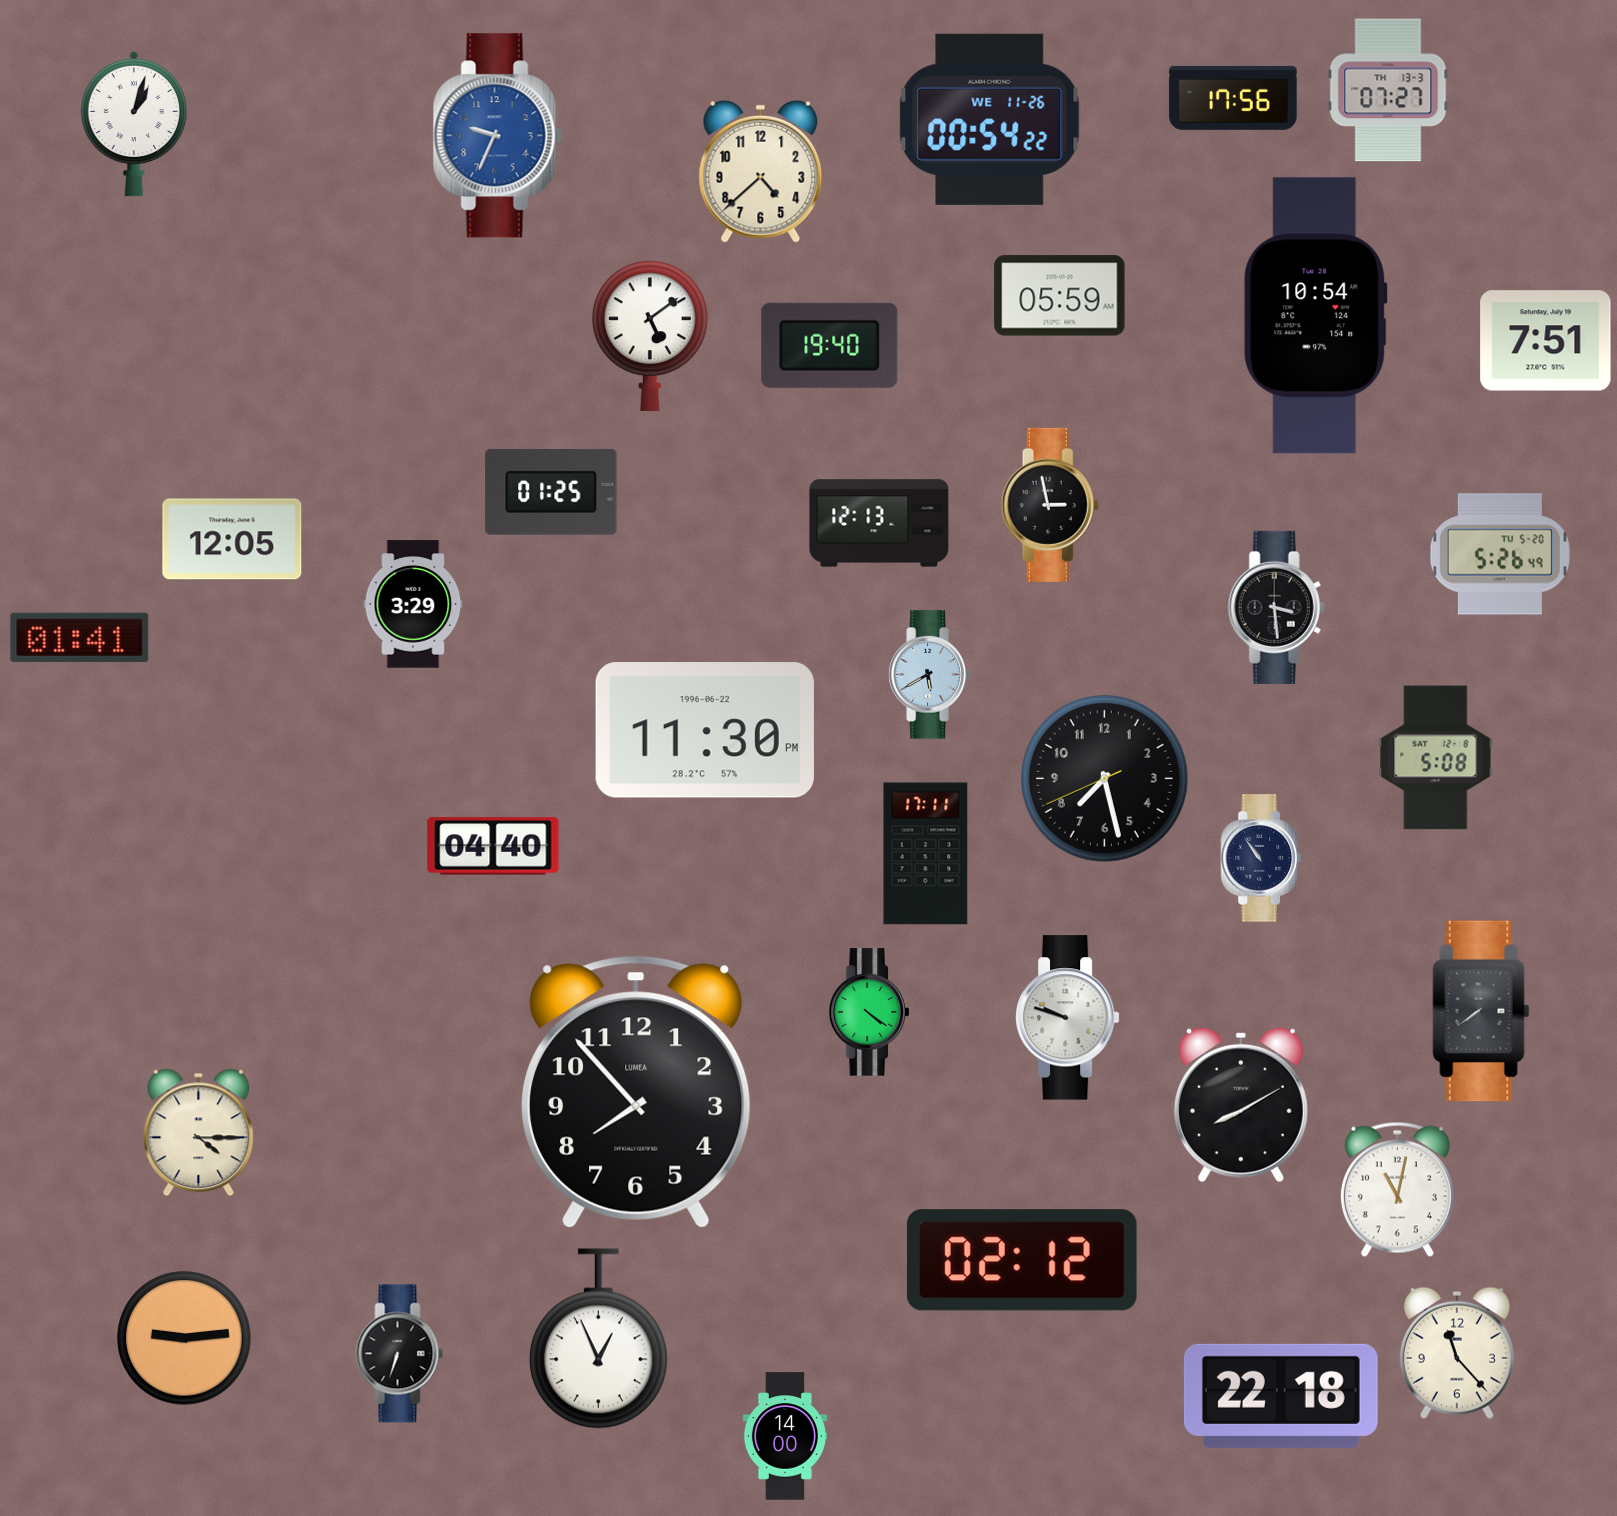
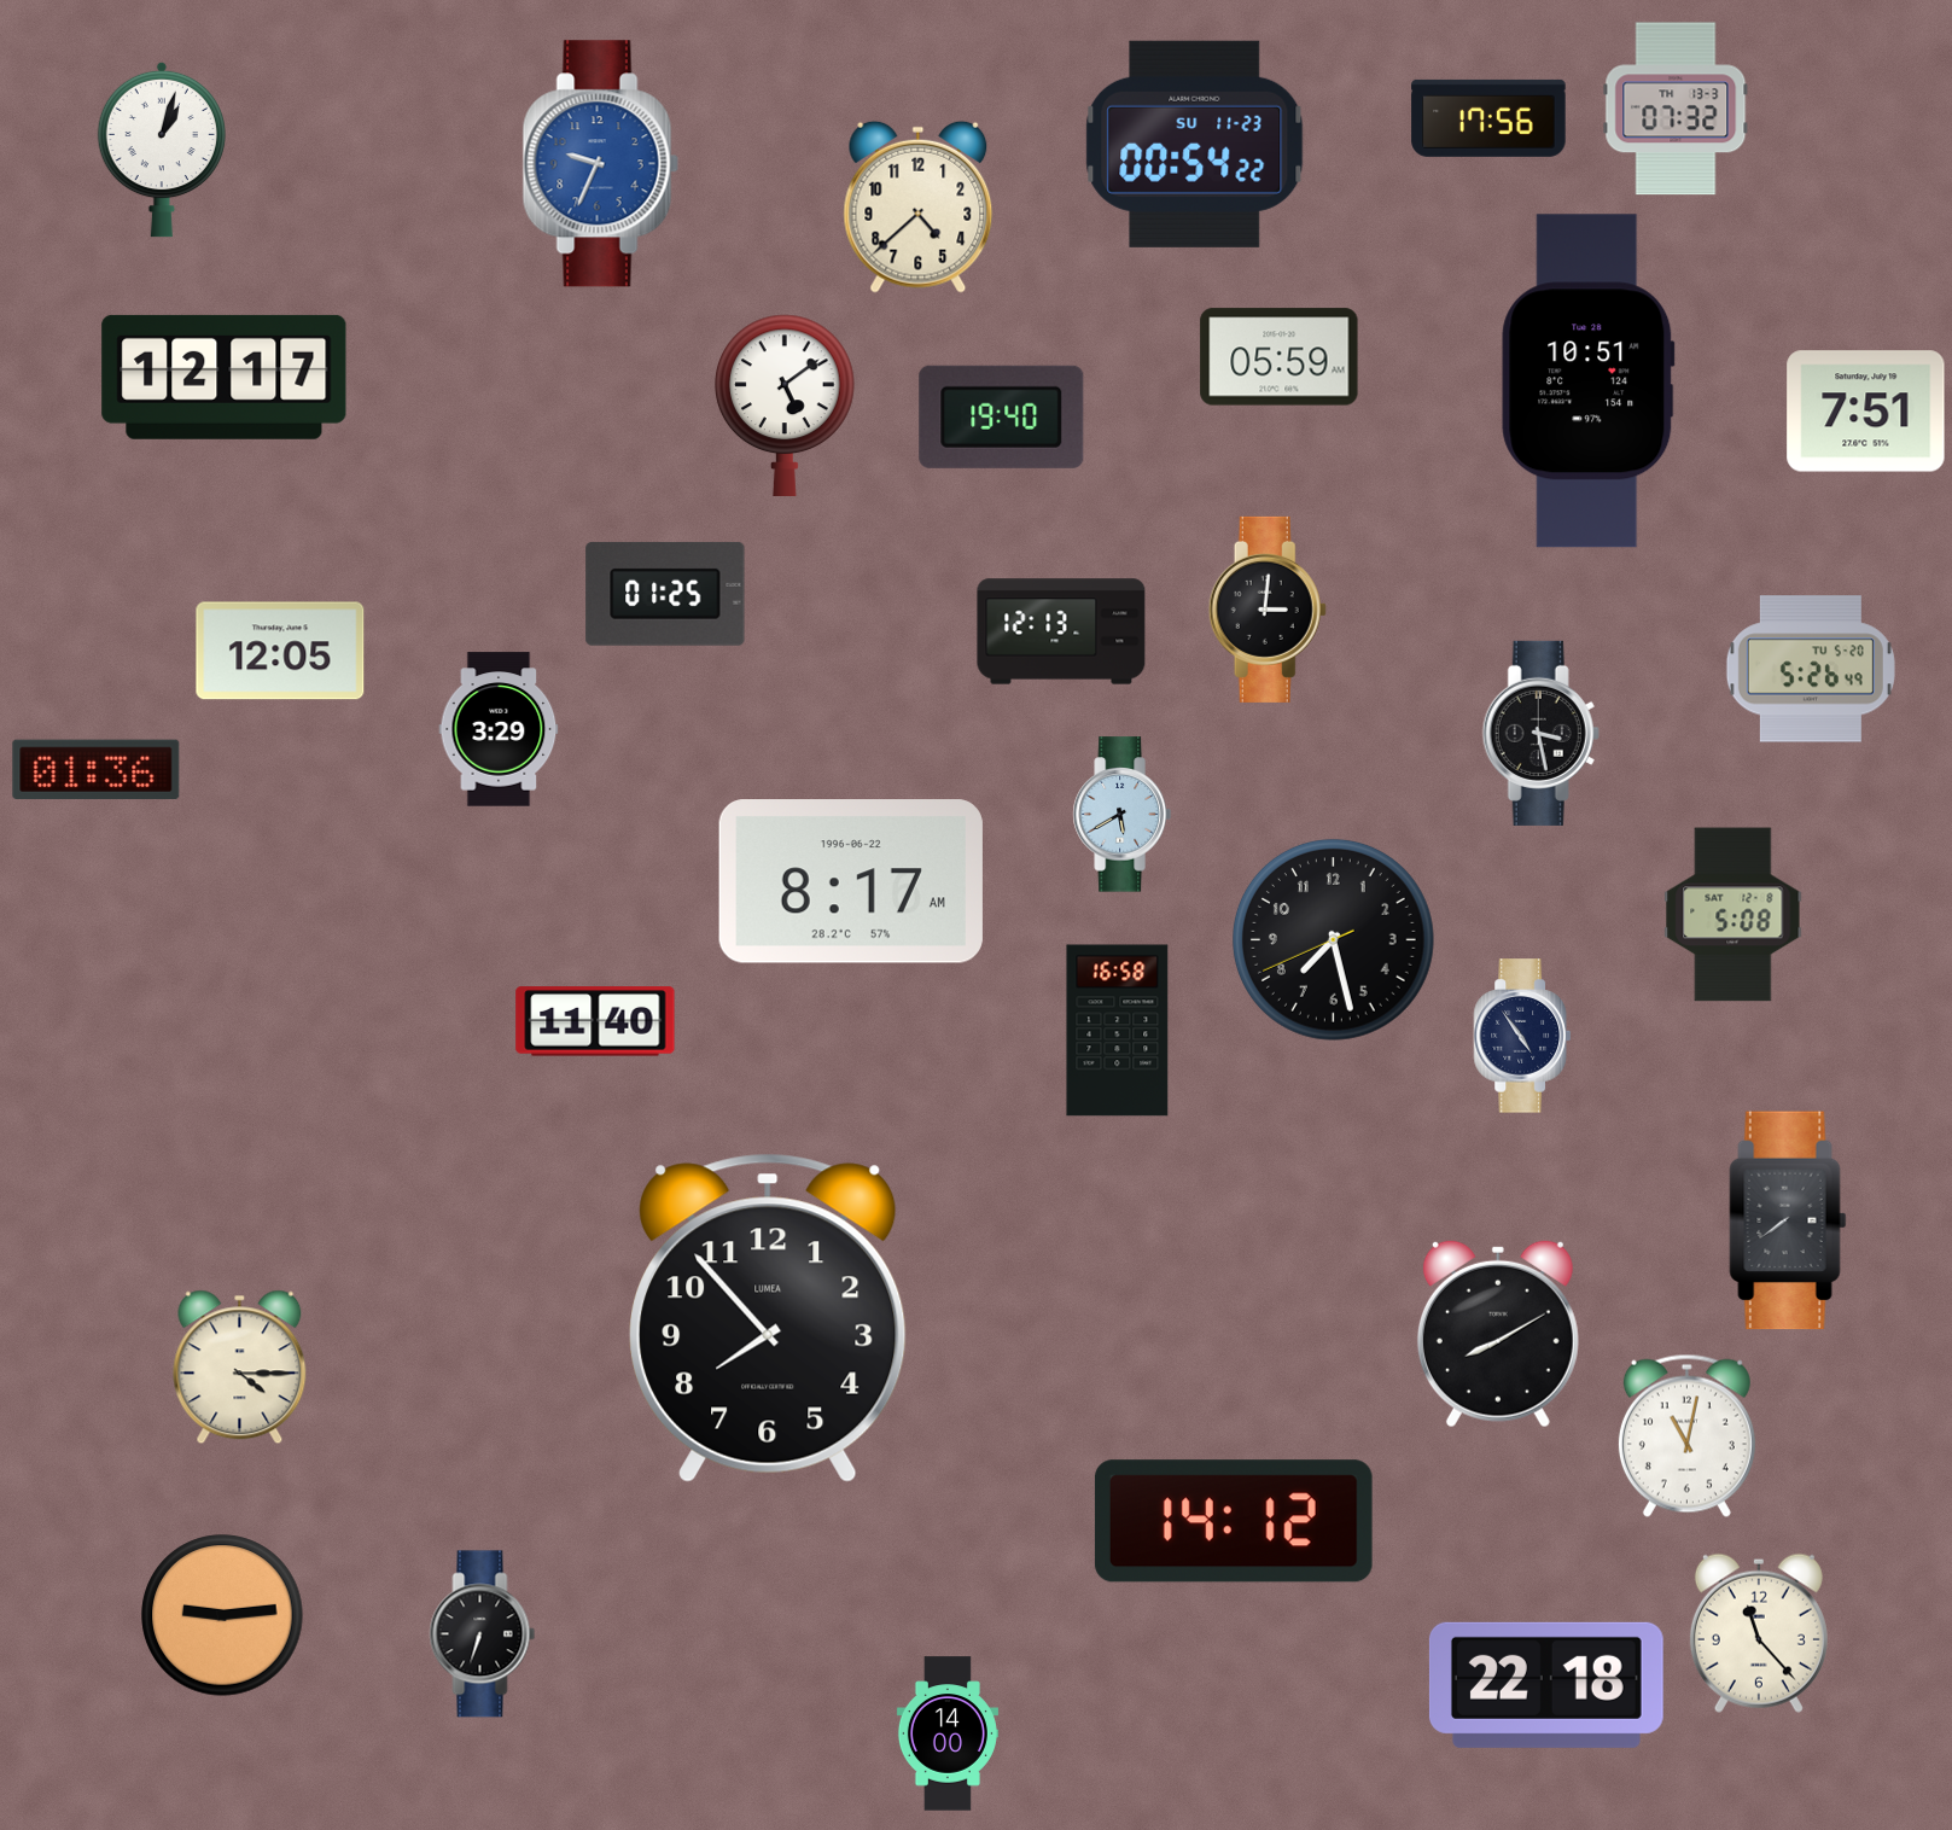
clock at (1388, 90): 07:27 -> 07:32
clock at (990, 119) date: WE 11-26 -> SU 11-23
clock at (225, 377): none -> 12:17
clock at (1316, 316): 10:54 -> 10:51
clock at (1050, 505): 2:58 -> 3:01
clock at (1276, 607): 3:29 -> 3:28
clock at (80, 637): 01:41 -> 01:36
clock at (705, 730): 11:30 -> 8:17
clock at (493, 846): 04:40 -> 11:40
clock at (926, 854): 17:11 -> 16:58
clock at (1260, 858): 10:54 -> 4:54
clock at (868, 1012): 4:21 -> none
clock at (1067, 1018): 9:48 -> none
clock at (1022, 1260): 02:12 -> 14:12
clock at (598, 1339): 12:56 -> none
